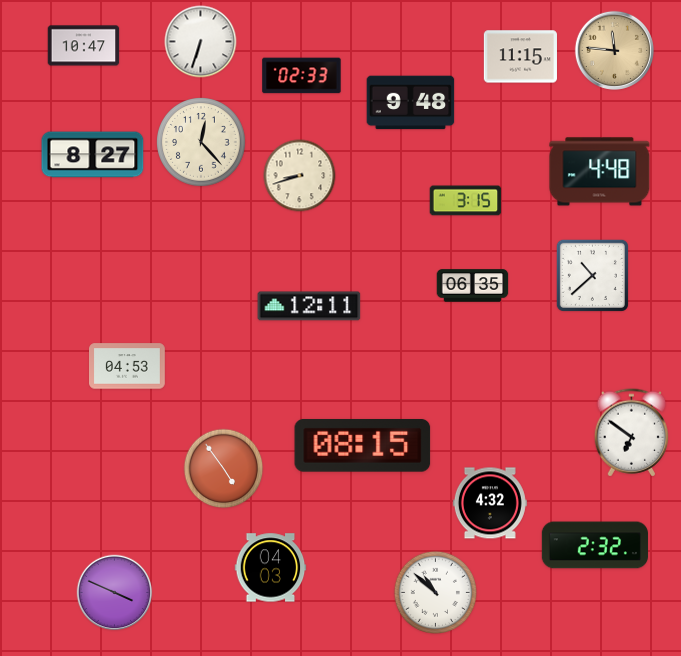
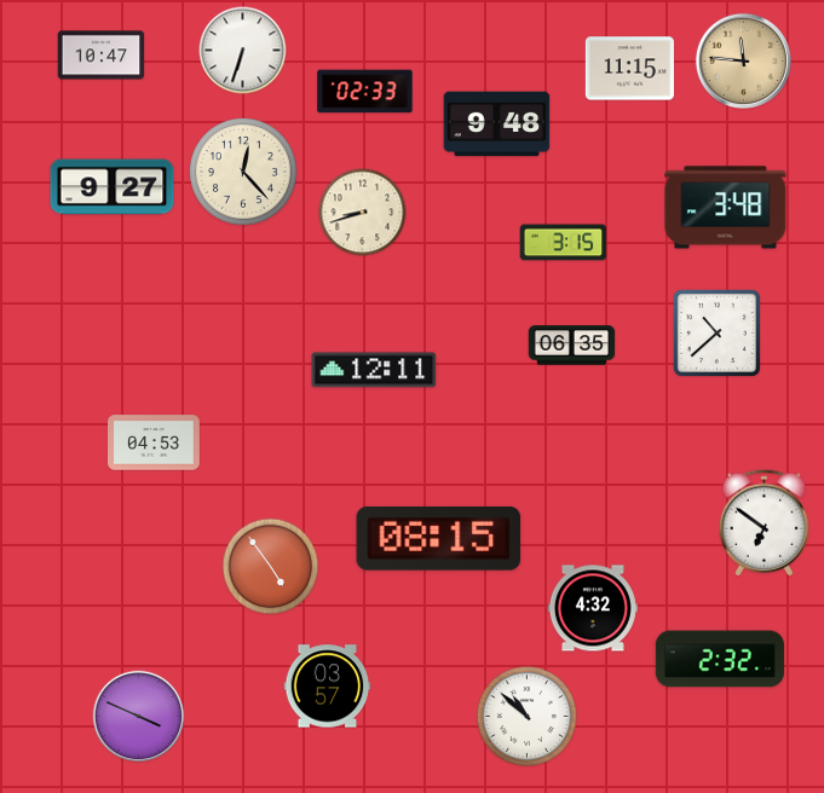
clock at (93, 155): 8:27 -> 9:27
clock at (600, 172): 4:48 -> 3:48
clock at (271, 568): 04:03 -> 03:57
